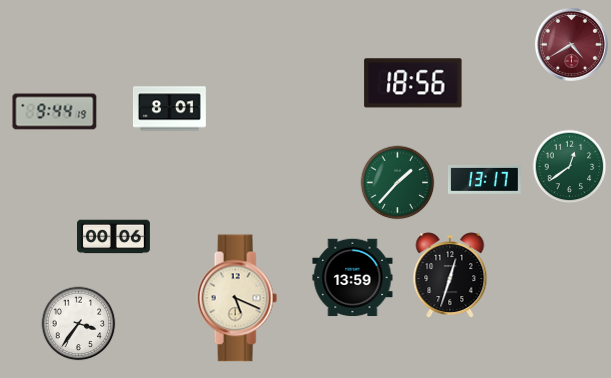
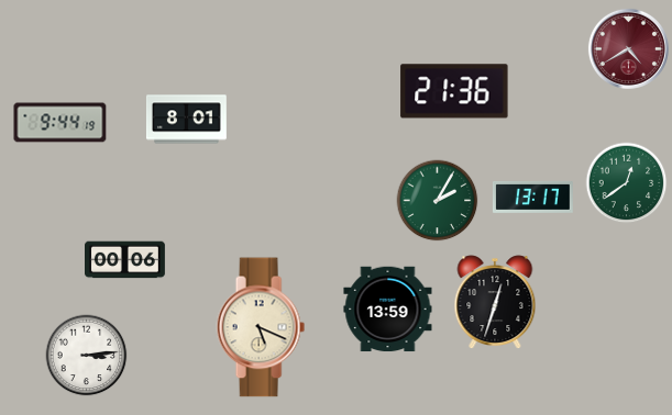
clock at (413, 83): 18:56 -> 21:36
clock at (398, 183): 1:37 -> 2:05
clock at (353, 278) position: (353, 278) -> (388, 310)
clock at (79, 324): 3:36 -> 3:14
